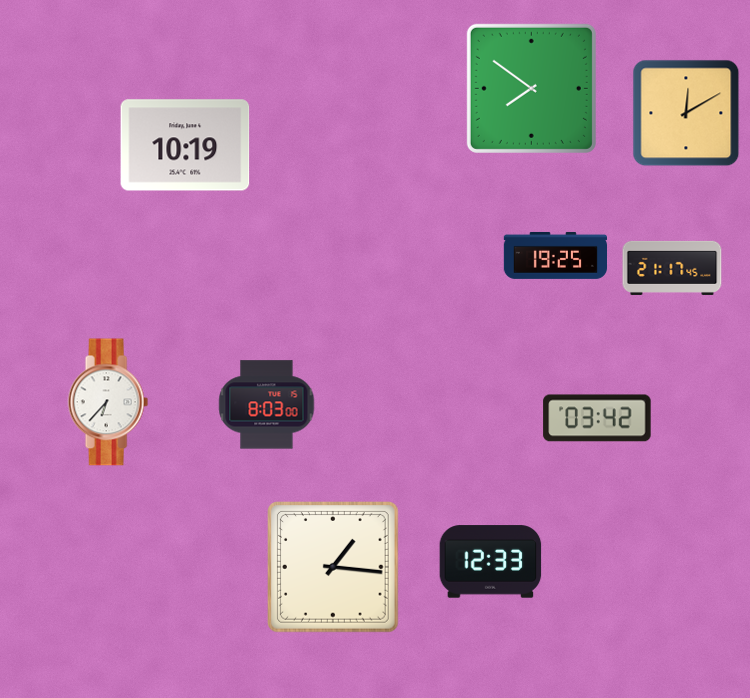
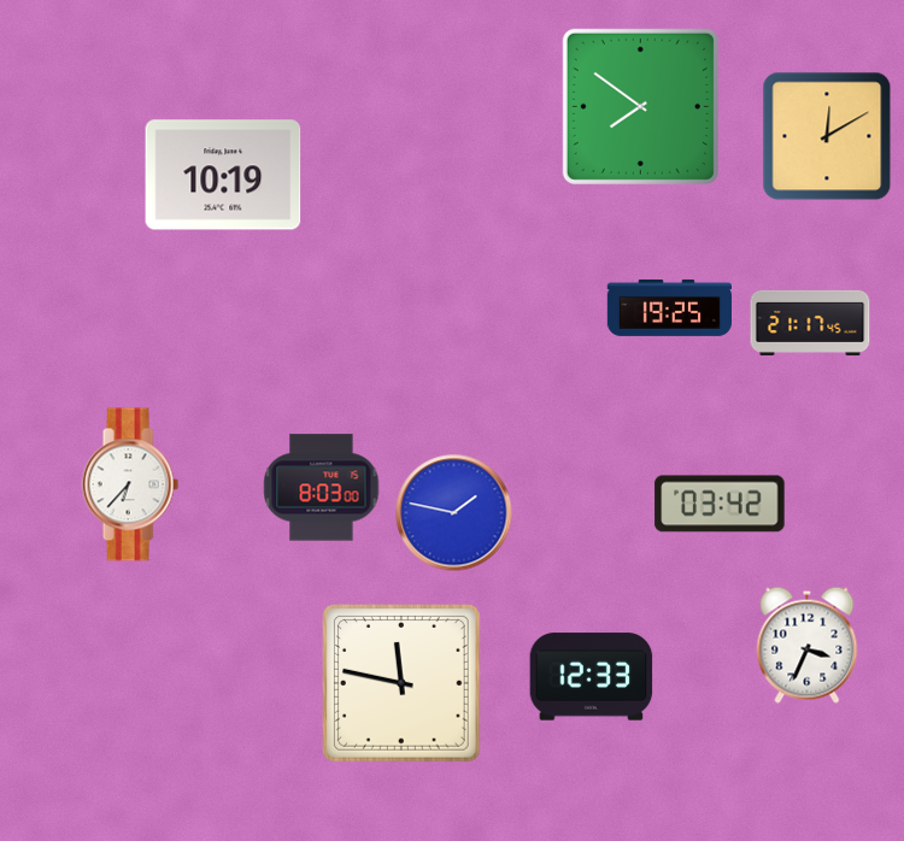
clock at (454, 513): none -> 1:47
clock at (808, 645): none -> 3:34
clock at (334, 568): 1:16 -> 11:47
